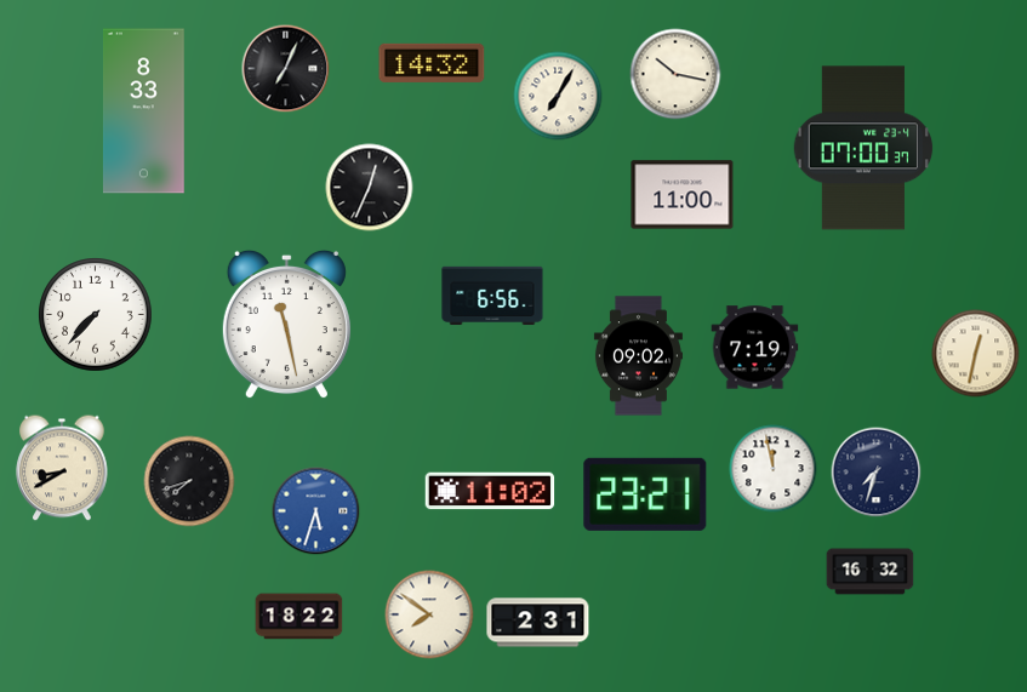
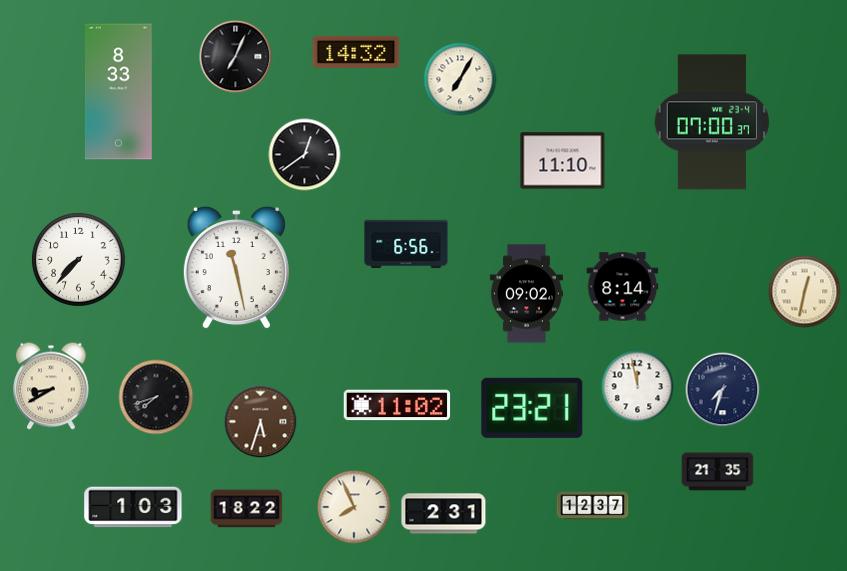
clock at (675, 74): 10:17 -> none
clock at (370, 188): 12:34 -> 12:39
clock at (683, 195): 11:00 -> 11:10
clock at (755, 348): 7:19 -> 8:14
clock at (490, 491) position: (490, 491) -> (397, 405)
clock at (316, 511) dial: blue -> brown
clock at (871, 572): 16:32 -> 21:35
clock at (593, 506): none -> 12:37
clock at (133, 507): none -> 1:03
clock at (429, 614): 7:51 -> 7:56
